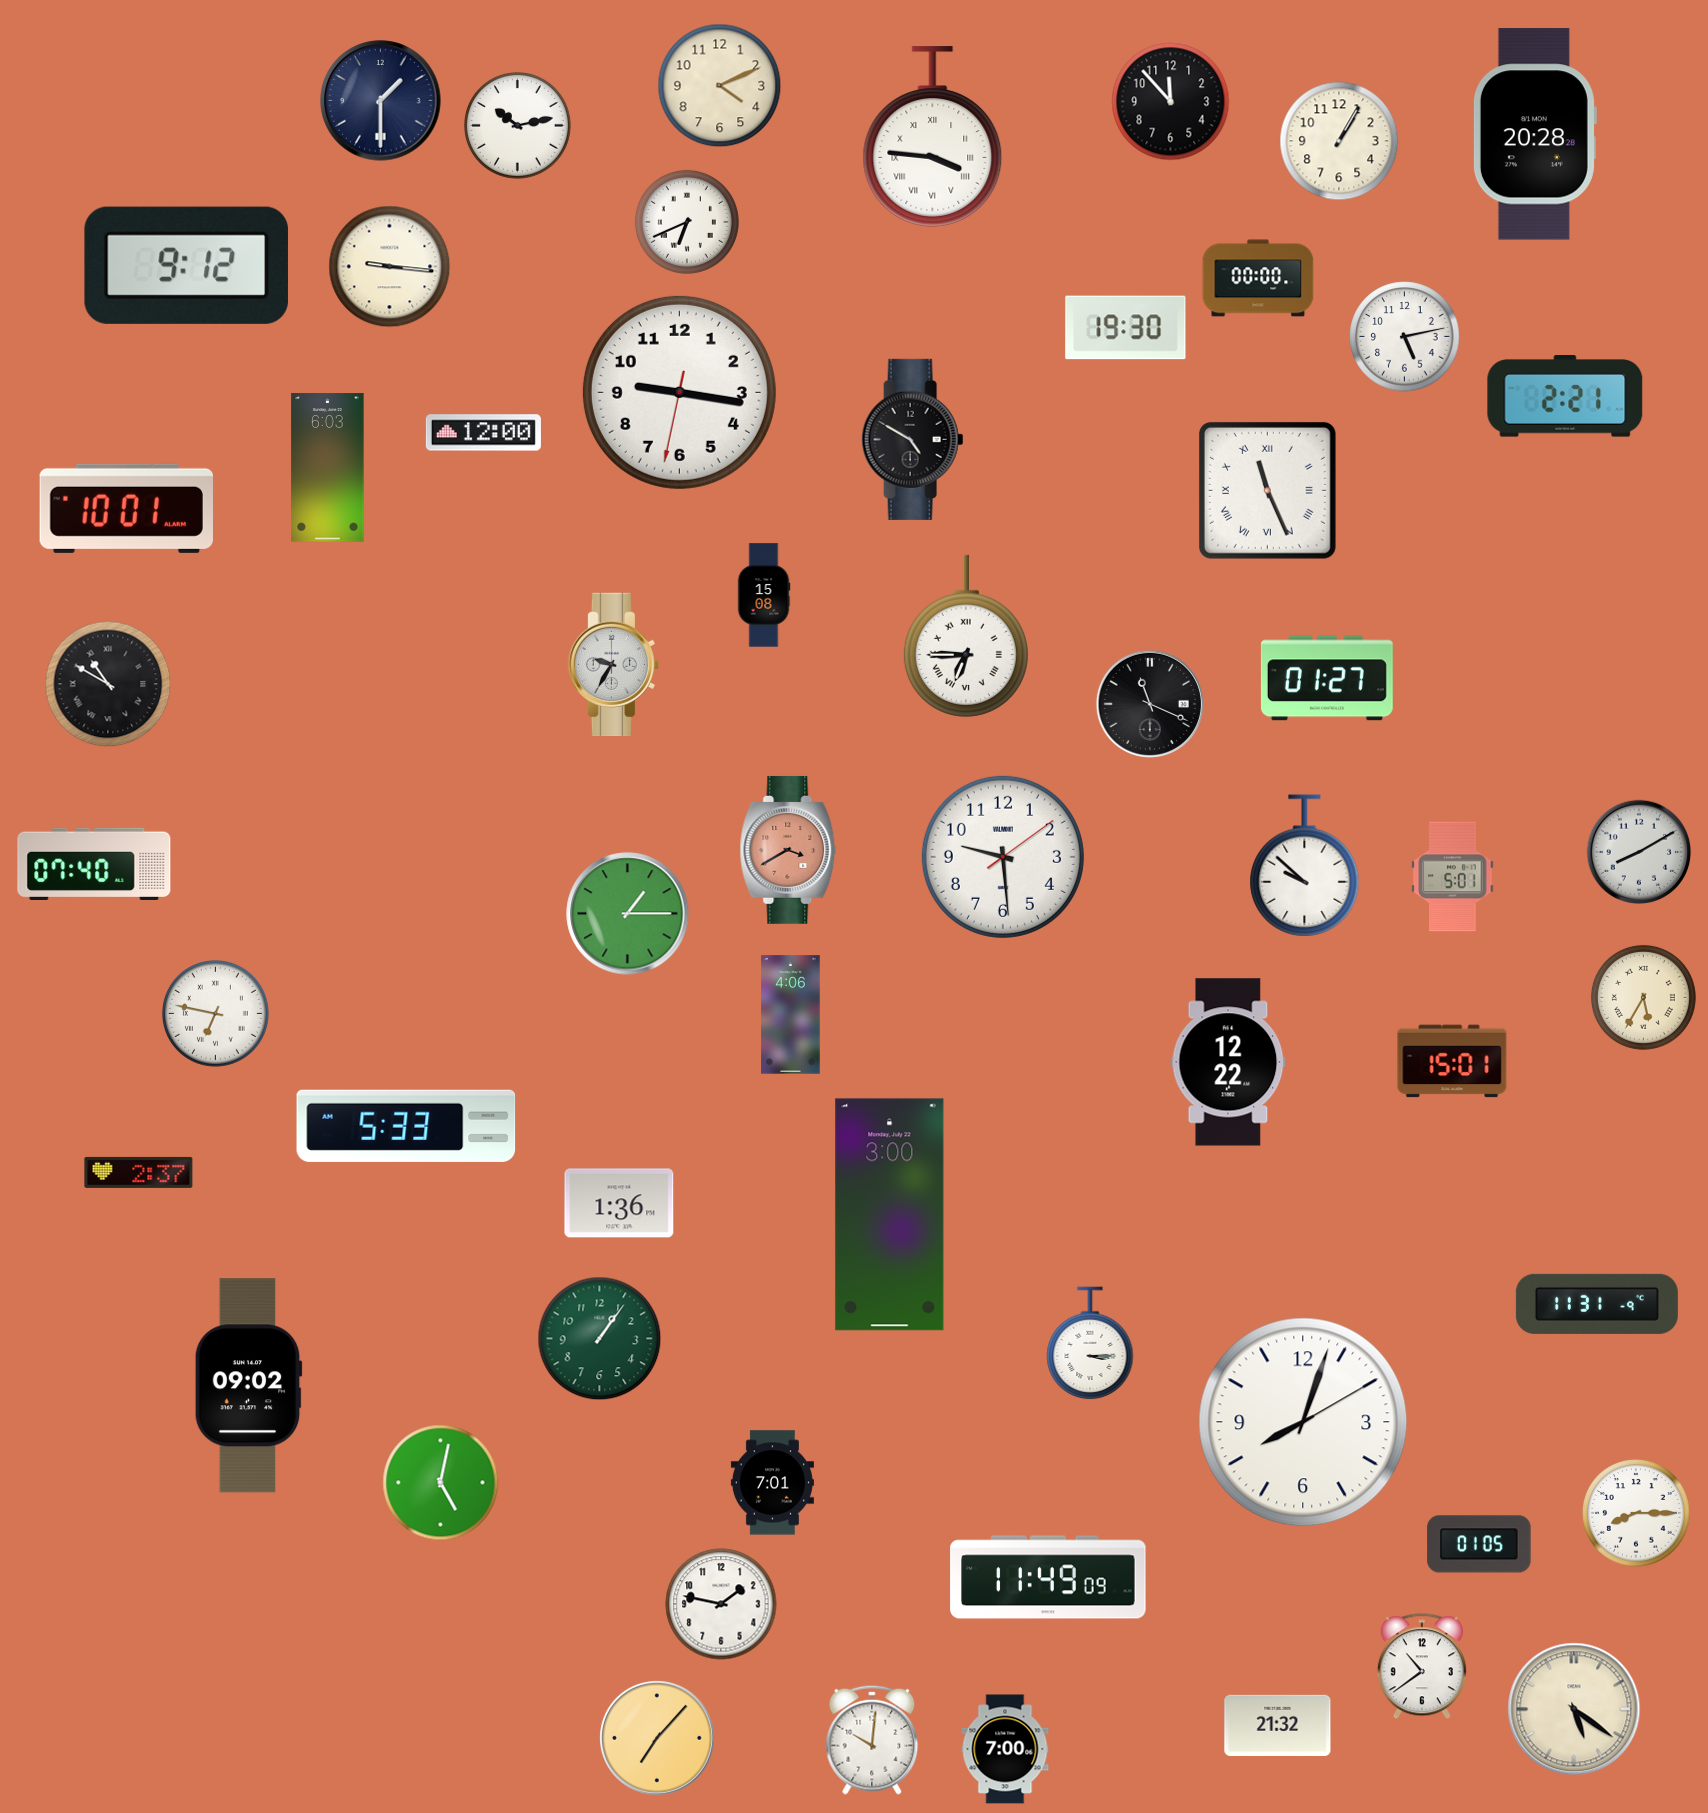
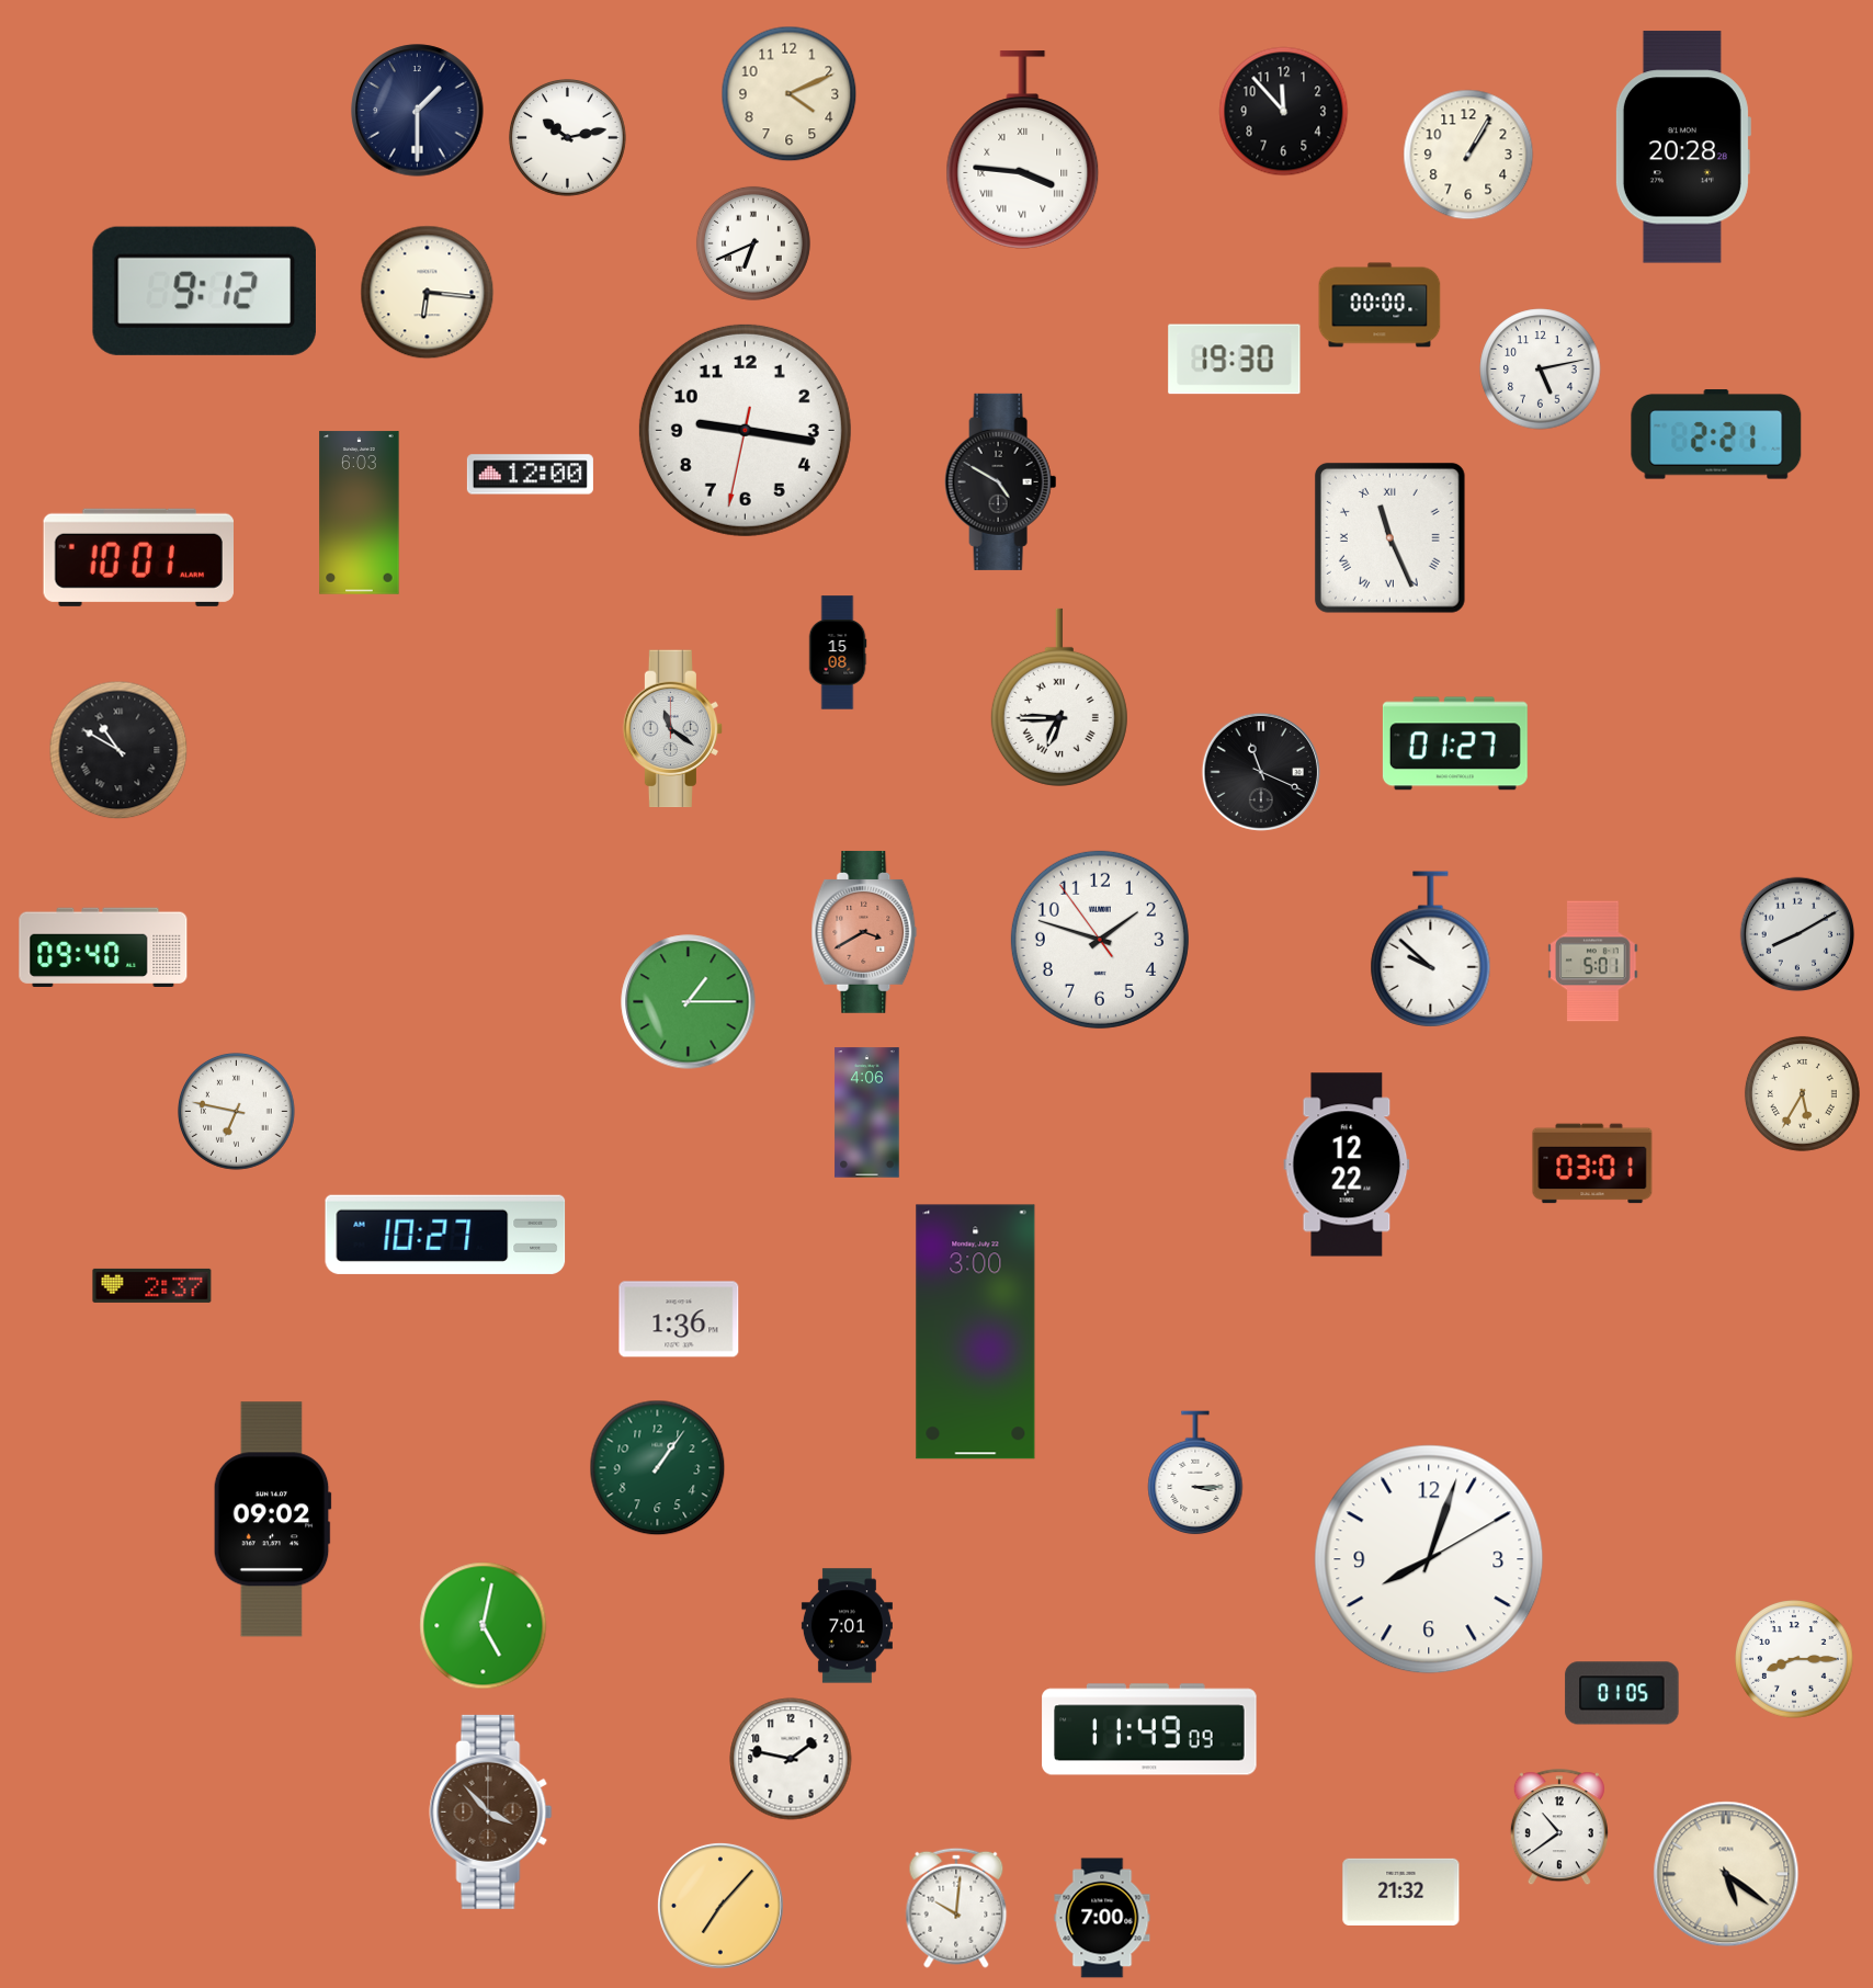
clock at (390, 267): 9:16 -> 6:16
clock at (614, 665): 9:35 -> 11:21
clock at (1003, 857): 9:29 -> 1:47
clock at (94, 863): 07:40 -> 09:40
clock at (1452, 1061): 15:01 -> 03:01
clock at (406, 1126): 5:33 -> 10:27
clock at (1597, 1304): 11:31 -> none
clock at (491, 1811): none -> 3:53
